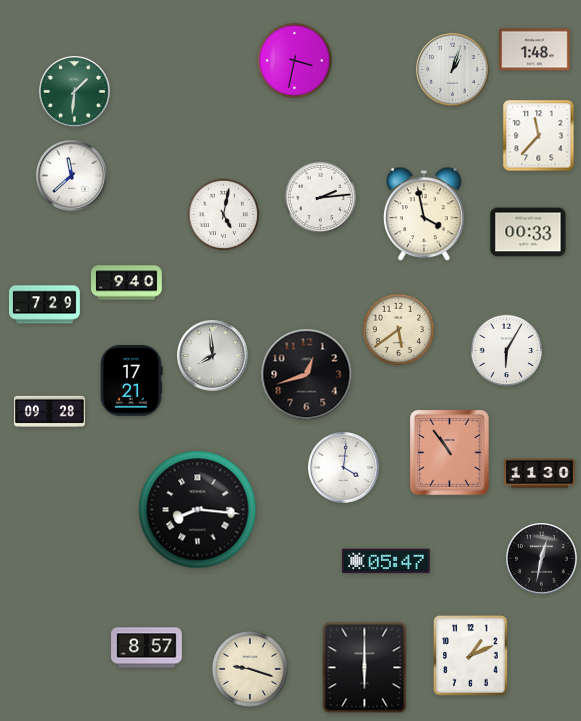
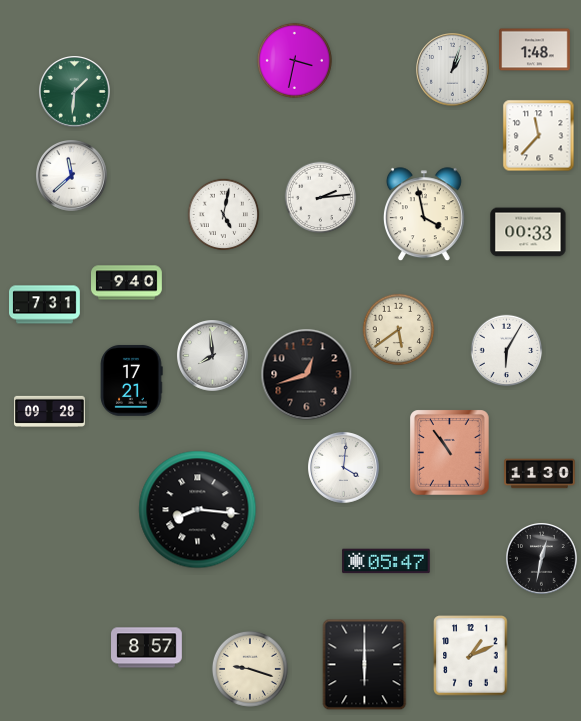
clock at (45, 305): 7:29 -> 7:31
clock at (365, 668) position: (365, 668) -> (365, 665)
